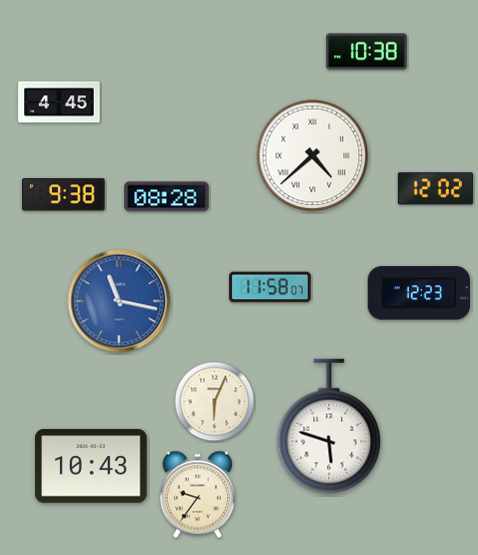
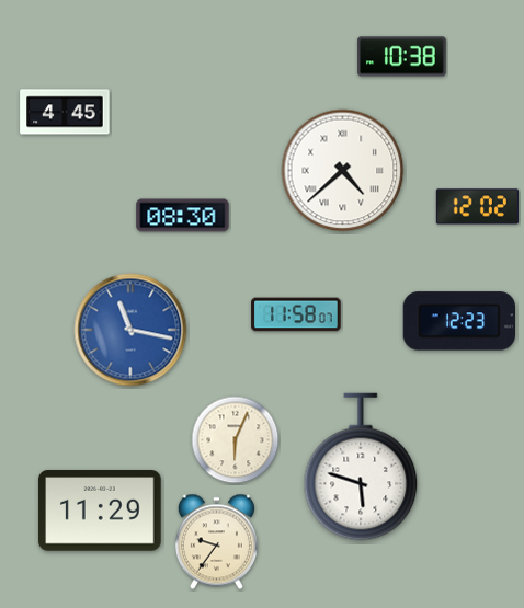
clock at (64, 195): 9:38 -> none
clock at (167, 197): 08:28 -> 08:30
clock at (91, 467): 10:43 -> 11:29
